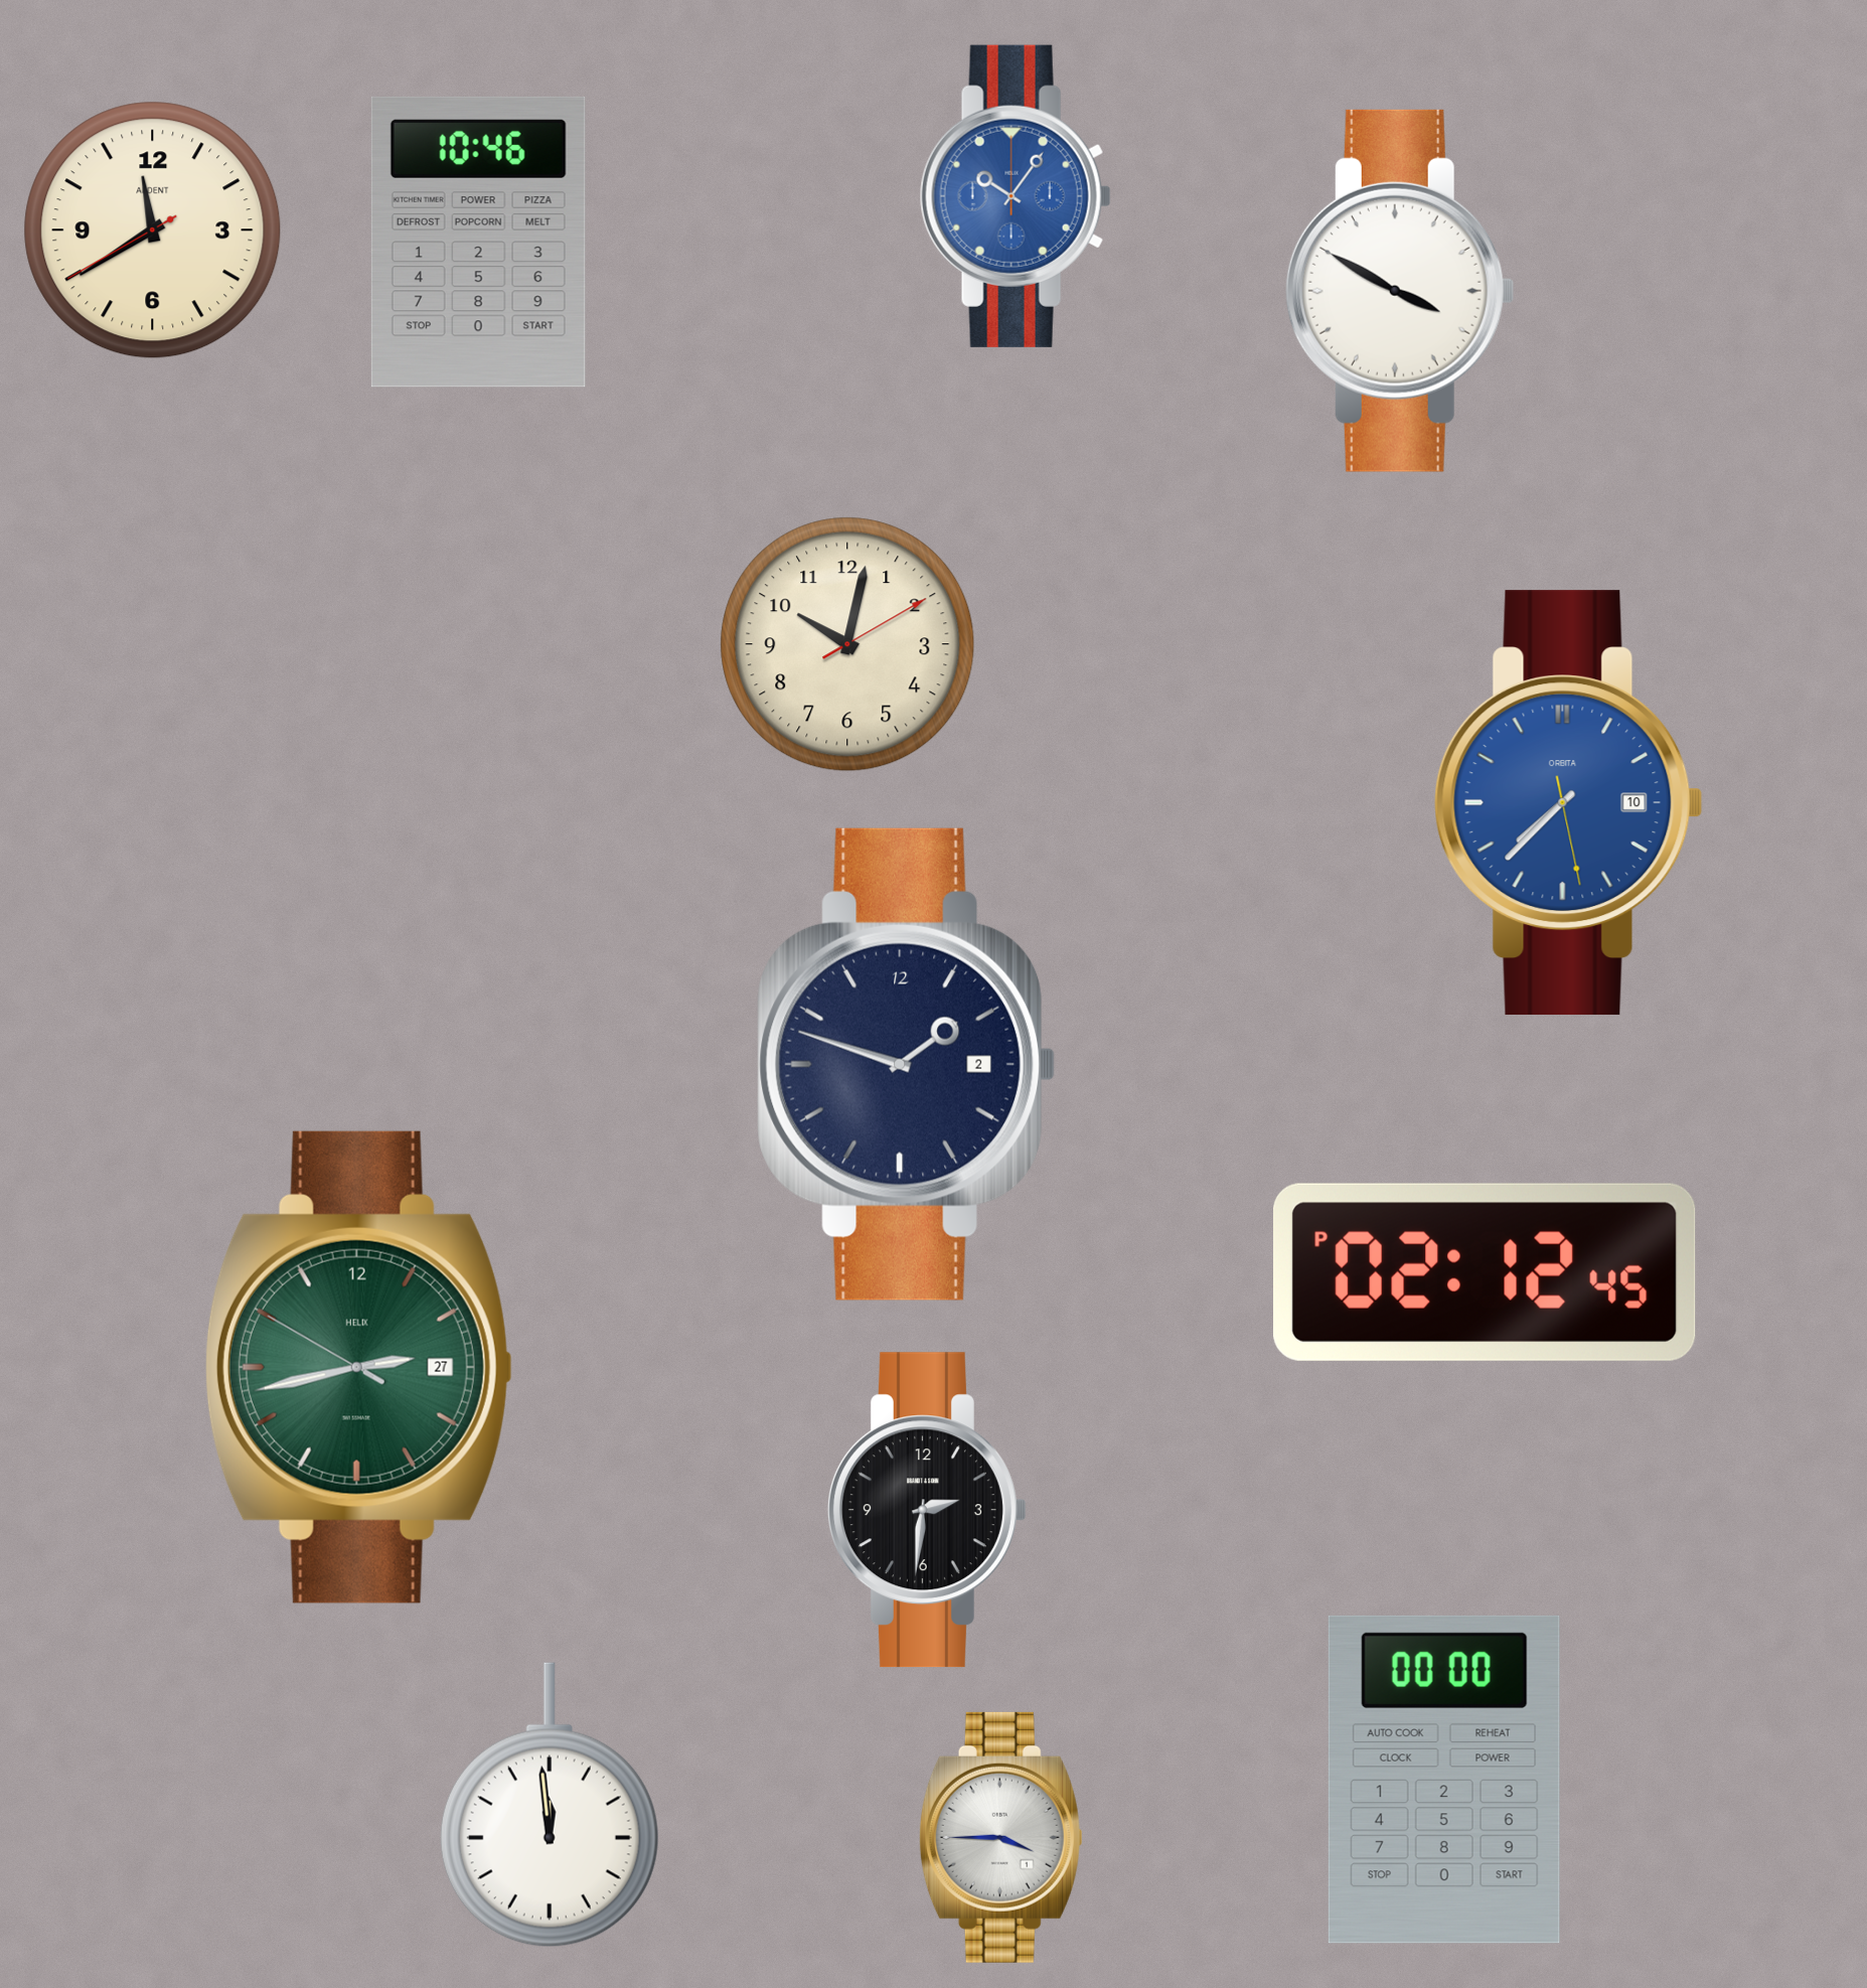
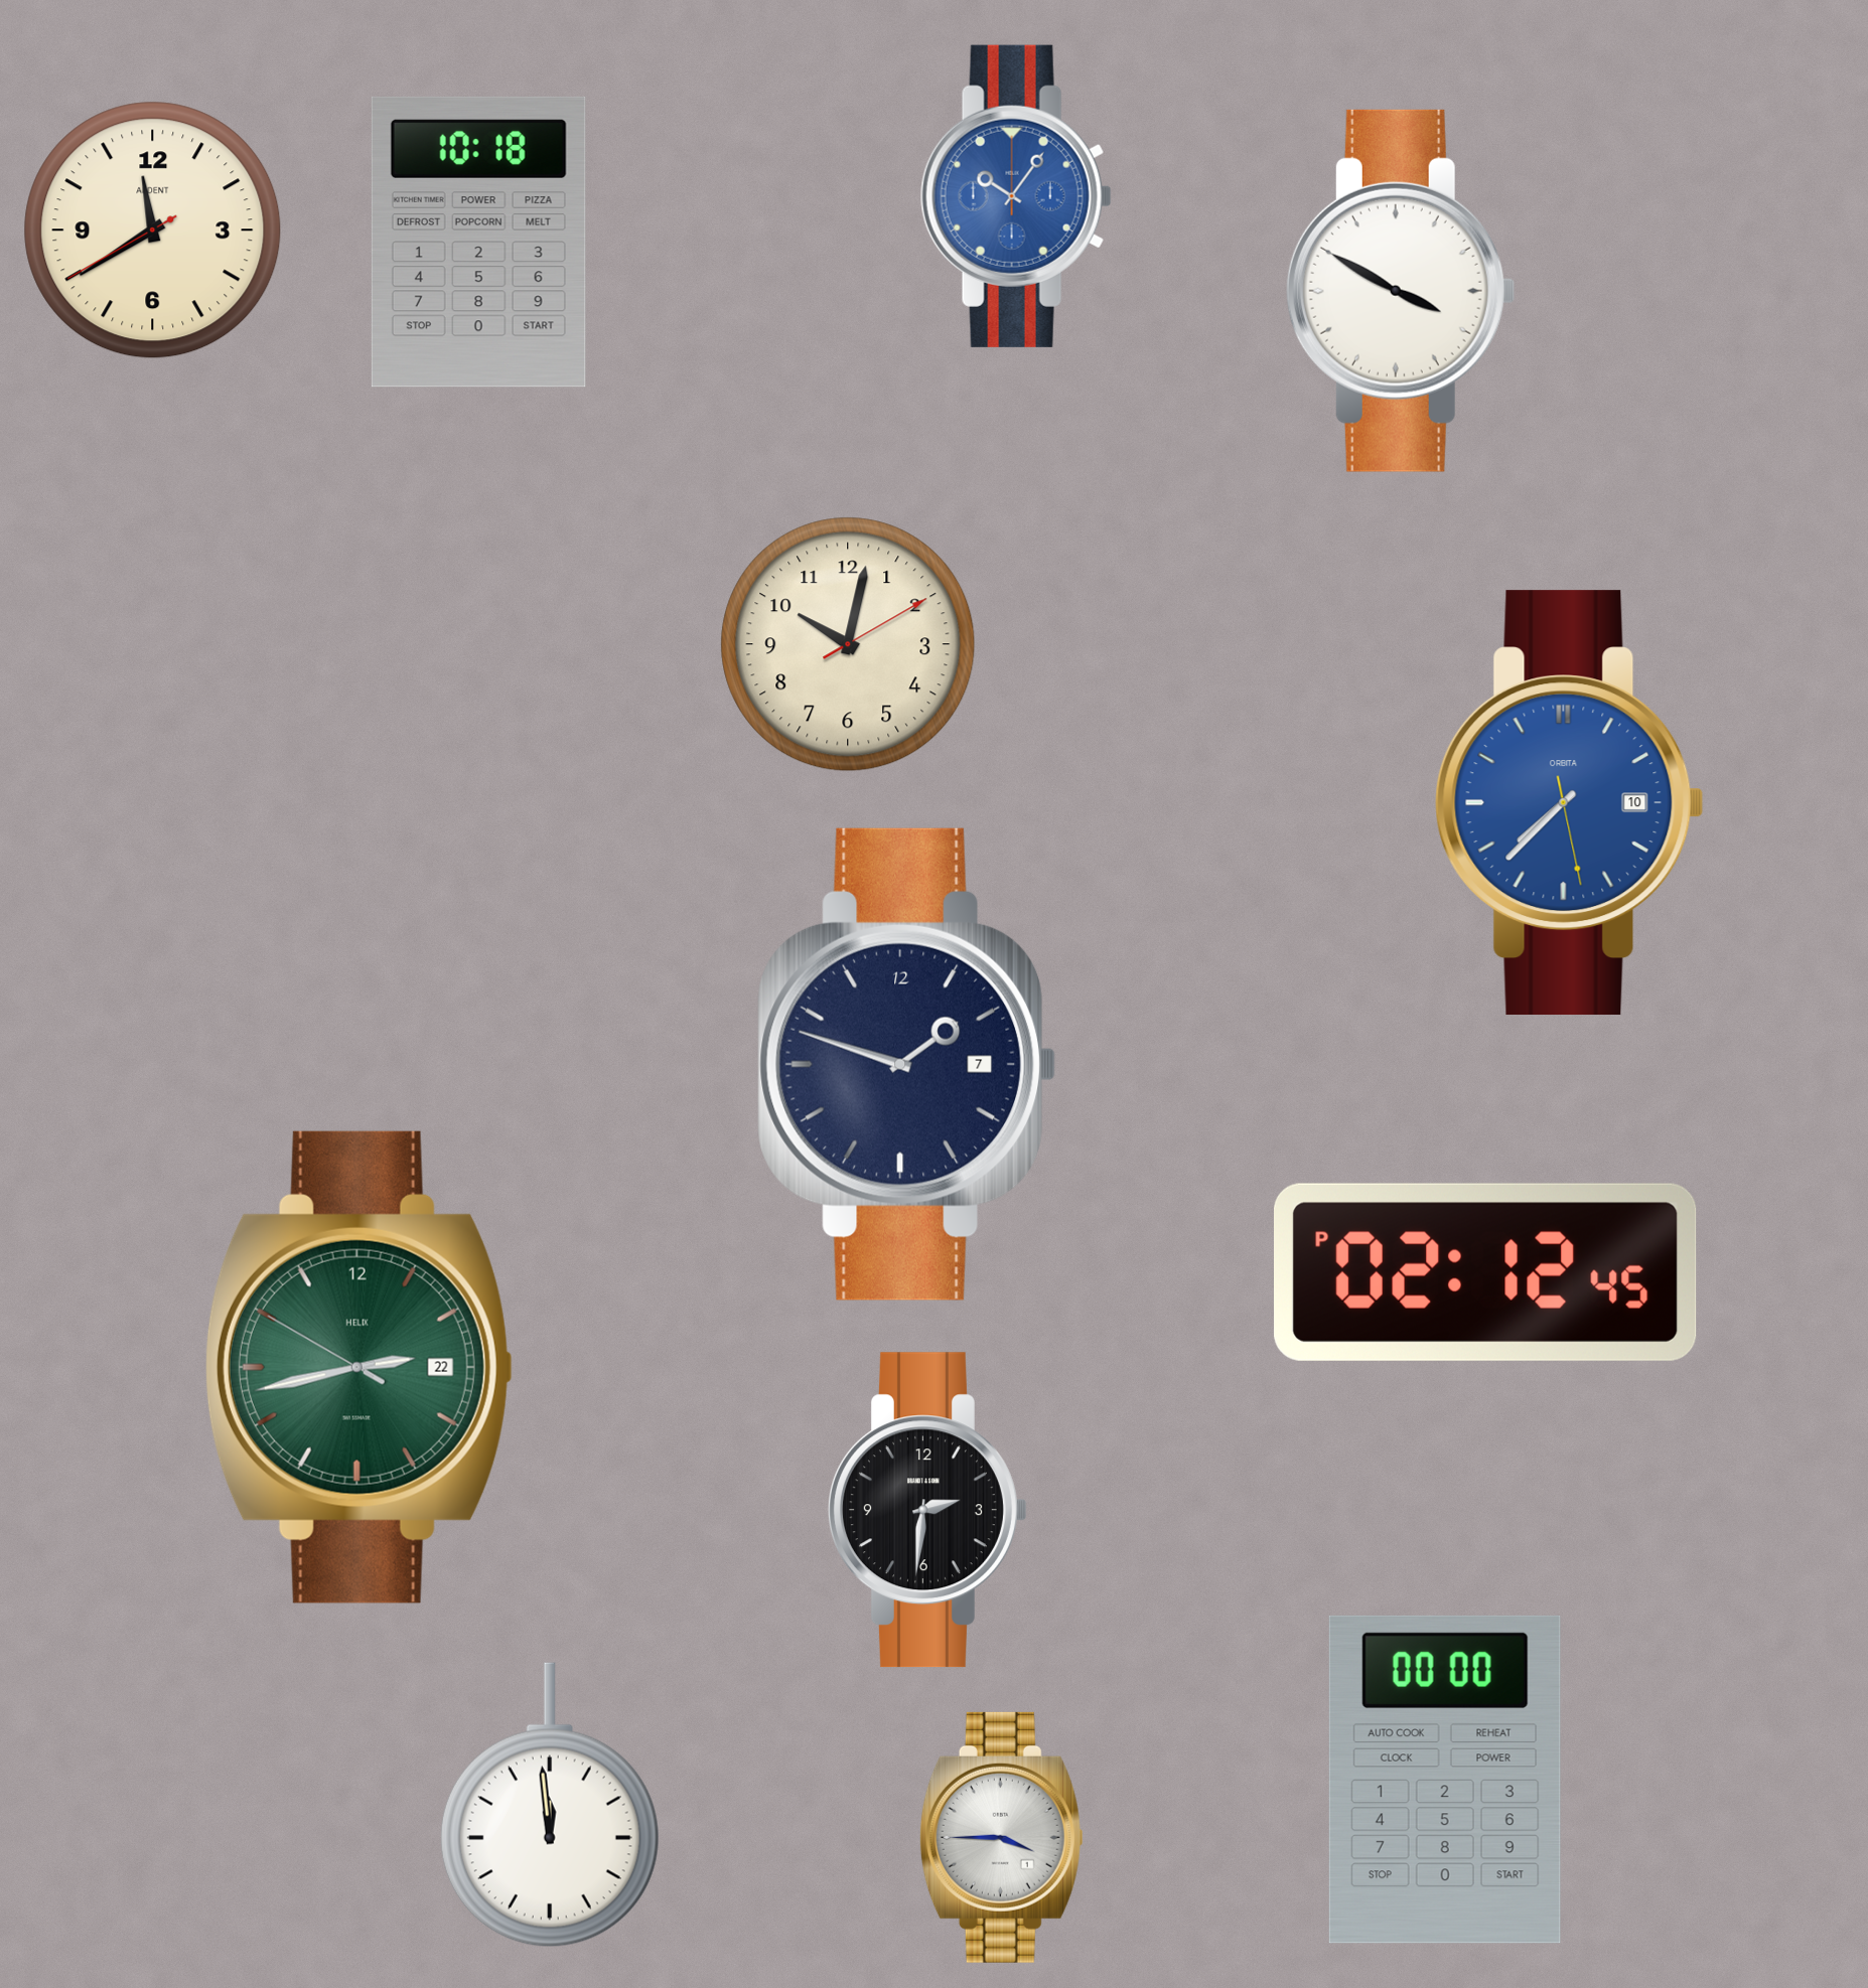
clock at (478, 242): 10:46 -> 10:18
clock at (907, 1064) date: 2 -> 7
clock at (358, 1367) date: 27 -> 22
